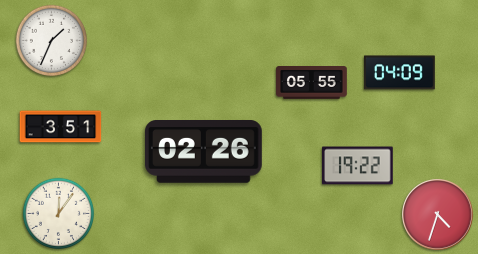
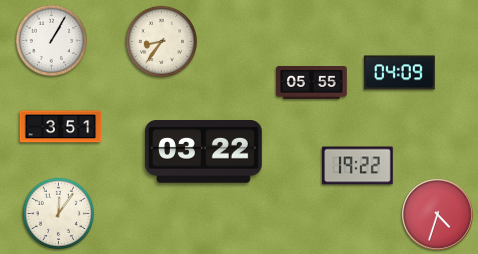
clock at (52, 41): 1:34 -> 1:05
clock at (162, 42): none -> 8:36
clock at (204, 152): 02:26 -> 03:22
